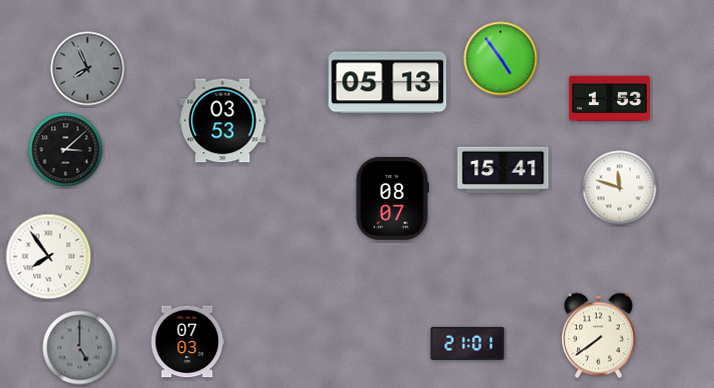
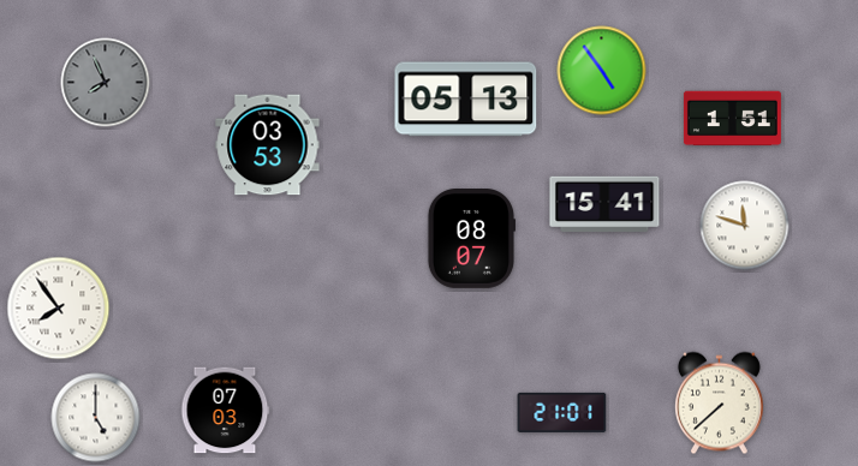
clock at (609, 99): 1:53 -> 1:51
clock at (66, 150): 3:08 -> none
clock at (598, 336): 7:39 -> 7:38
clock at (80, 348) dial: grey -> white
